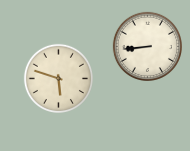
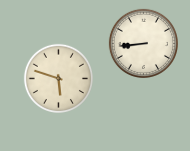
clock at (147, 46) position: (147, 46) -> (143, 43)
